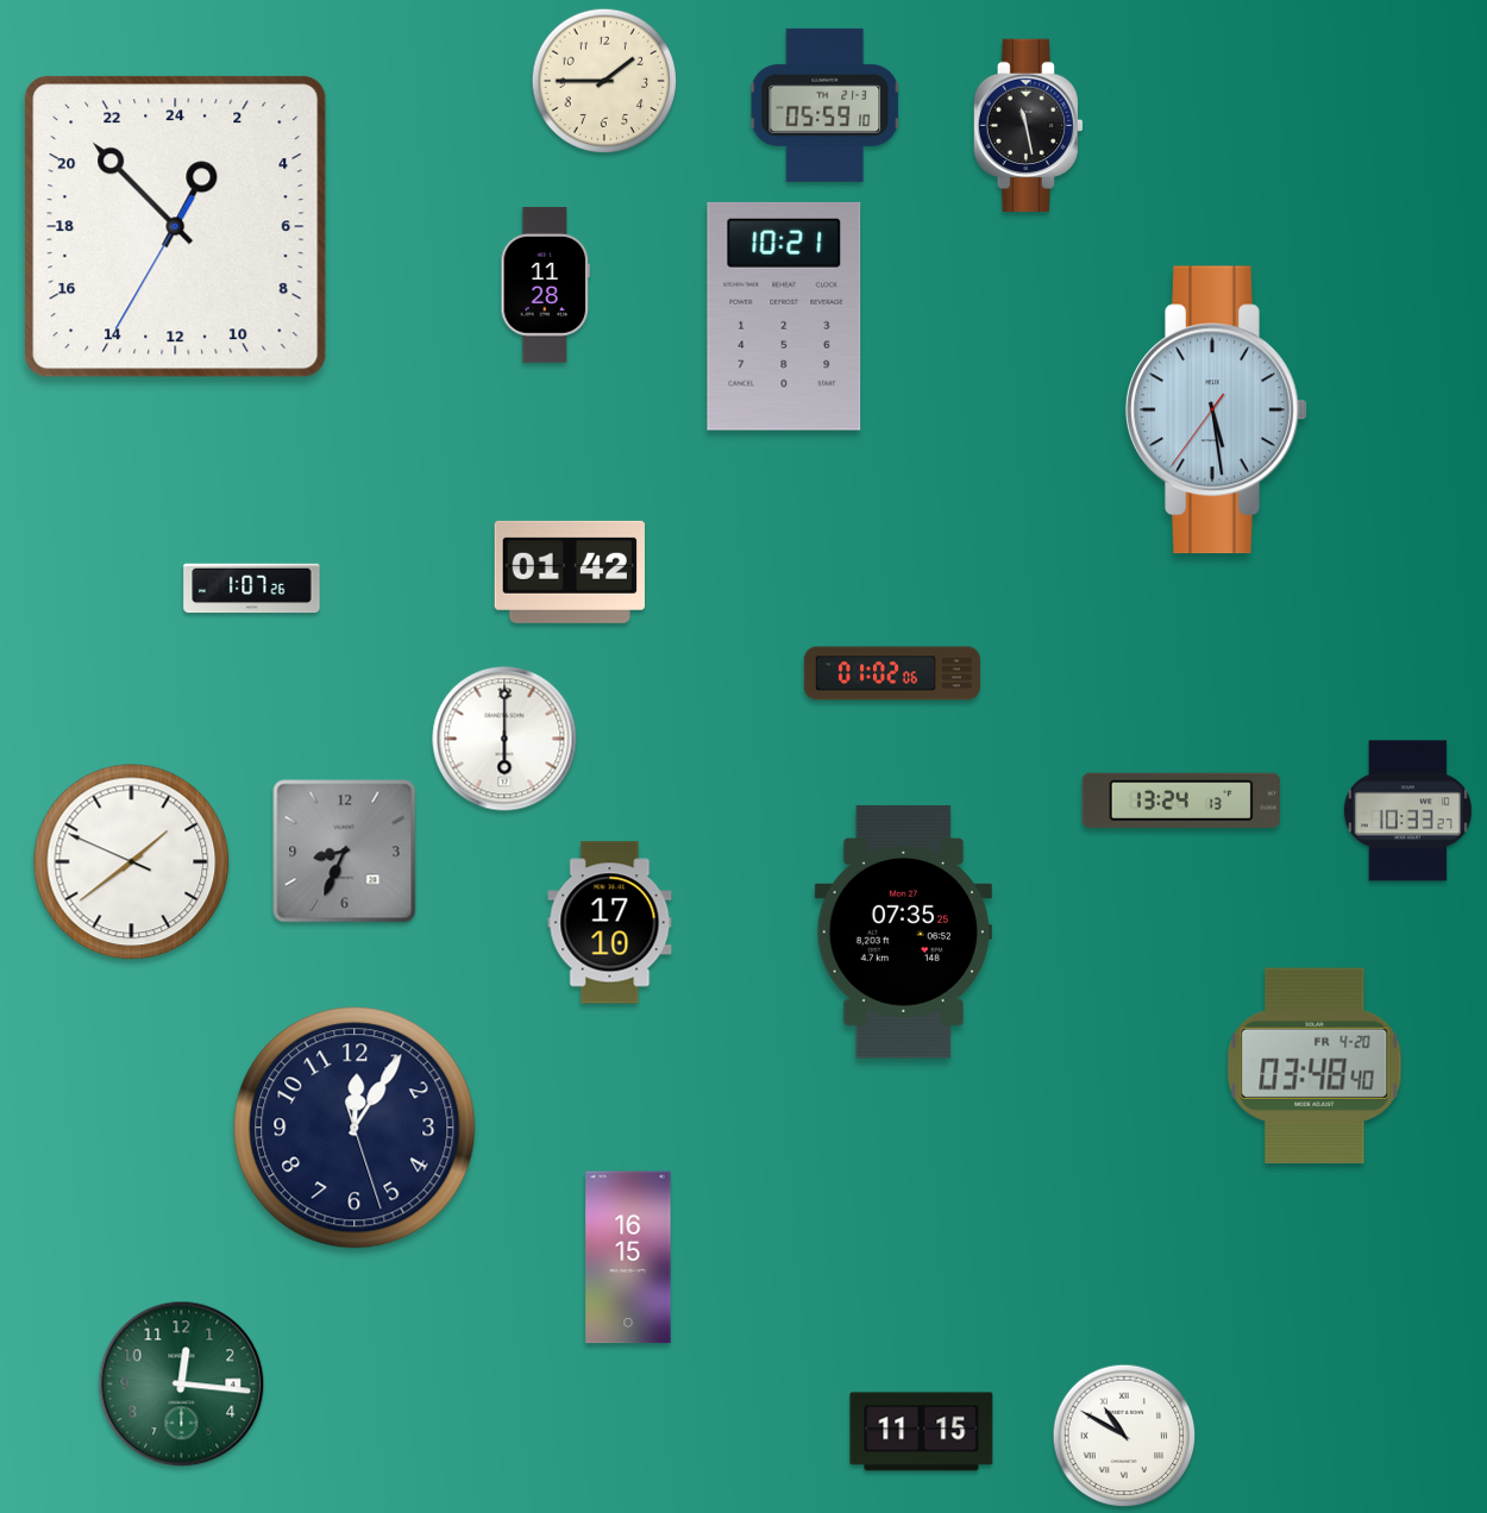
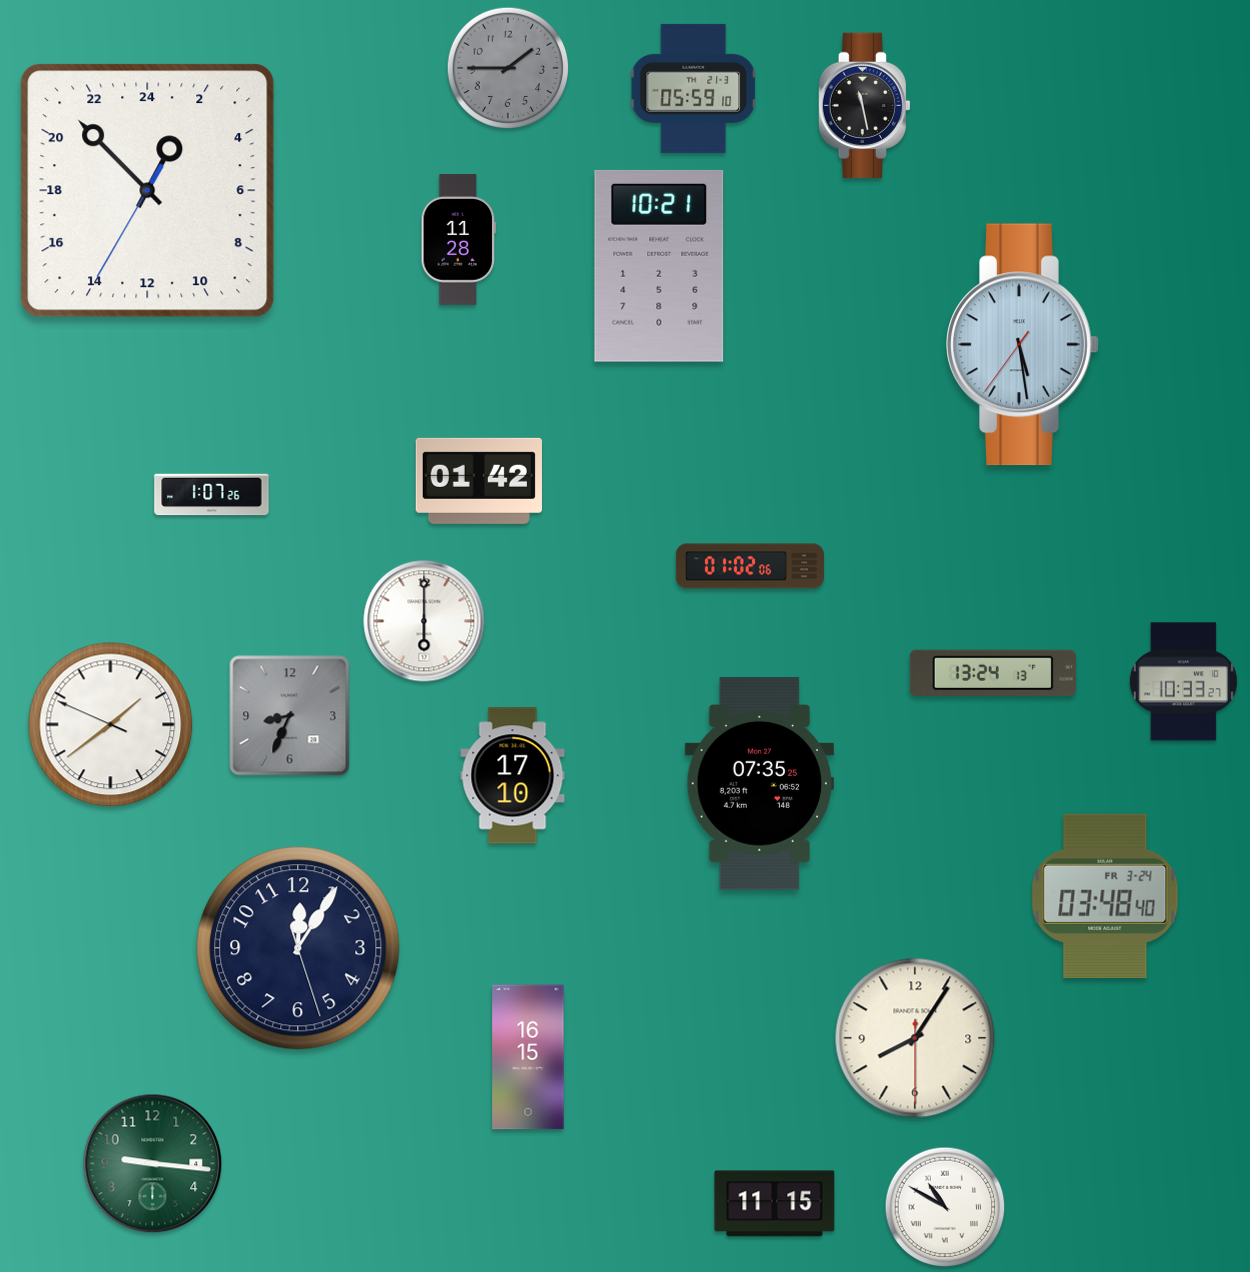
clock at (604, 81) dial: cream -> grey
clock at (1315, 1066) date: FR 4-20 -> FR 3-24
clock at (915, 1038): none -> 8:05
clock at (182, 1385): 12:16 -> 9:16
